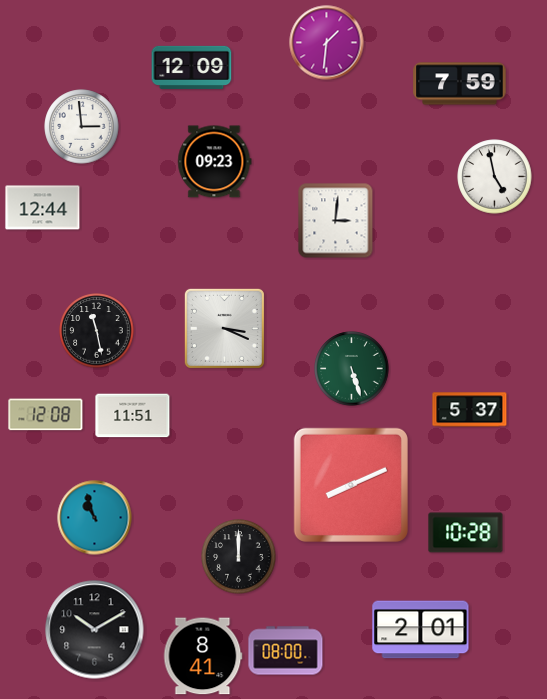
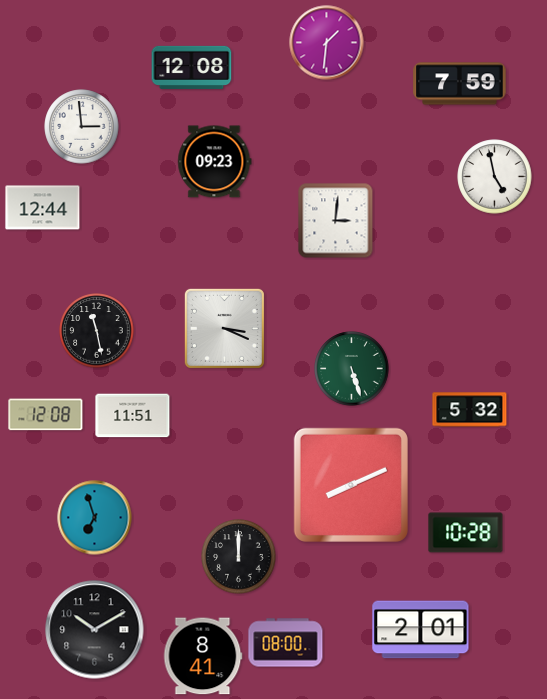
clock at (192, 67): 12:09 -> 12:08
clock at (470, 410): 5:37 -> 5:32
clock at (95, 518): 10:57 -> 6:57
clock at (286, 651) position: (286, 651) -> (286, 643)
